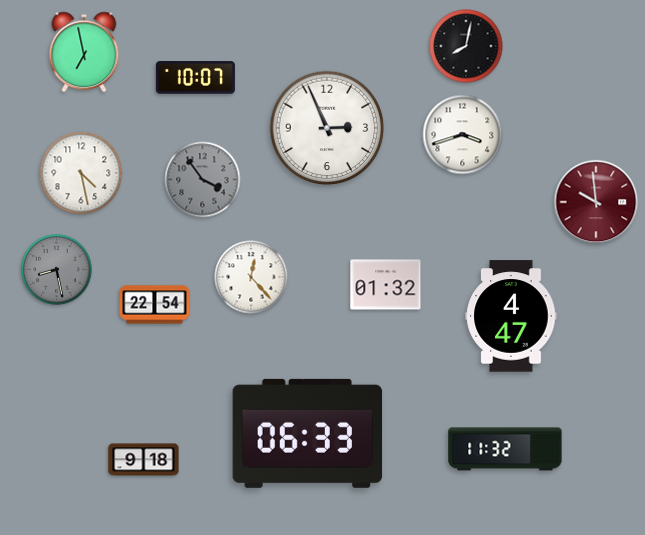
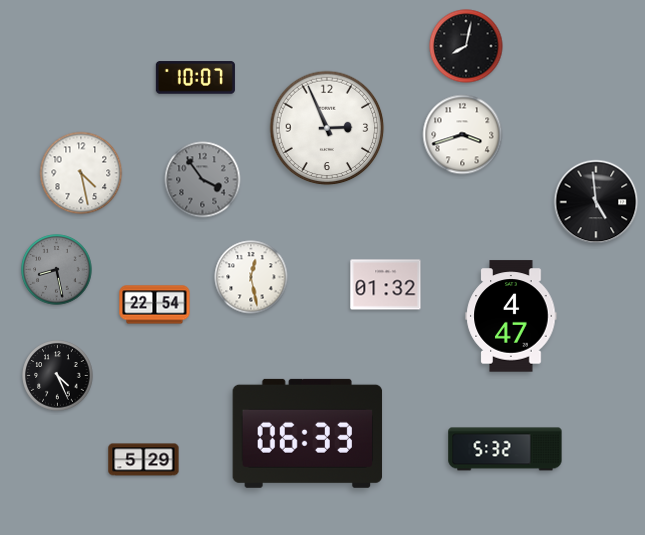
clock at (84, 52): 6:58 -> none
clock at (596, 202): 9:59 -> 4:59
clock at (596, 202) dial: burgundy -> black
clock at (251, 277): 12:23 -> 12:28
clock at (58, 376): none -> 4:26
clock at (505, 449): 11:32 -> 5:32
clock at (144, 460): 9:18 -> 5:29
